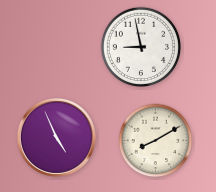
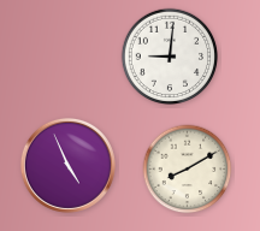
clock at (140, 46): 8:58 -> 9:01
